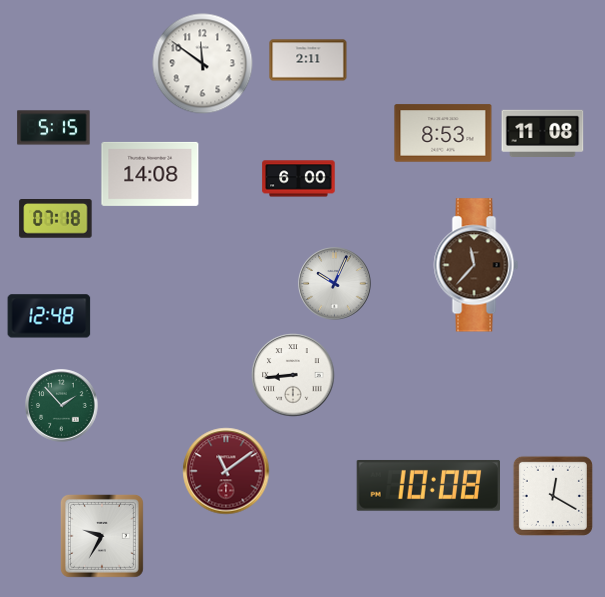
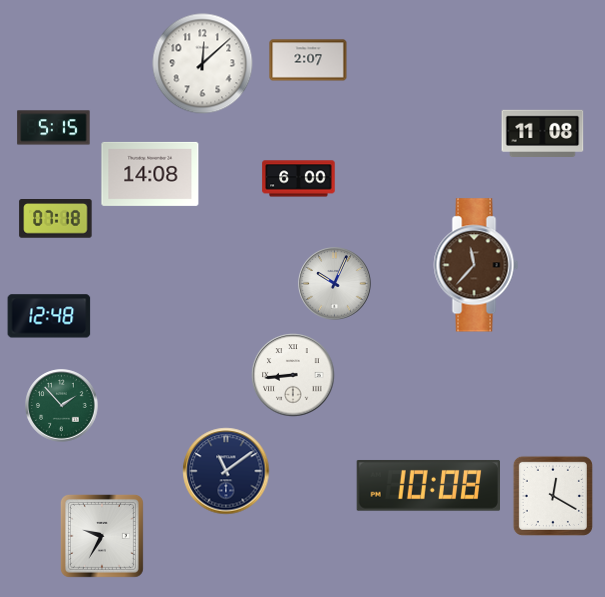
clock at (308, 60): 2:11 -> 2:07
clock at (203, 64): 11:51 -> 12:08
clock at (443, 133): 8:53 -> none
clock at (226, 471) dial: burgundy -> navy
